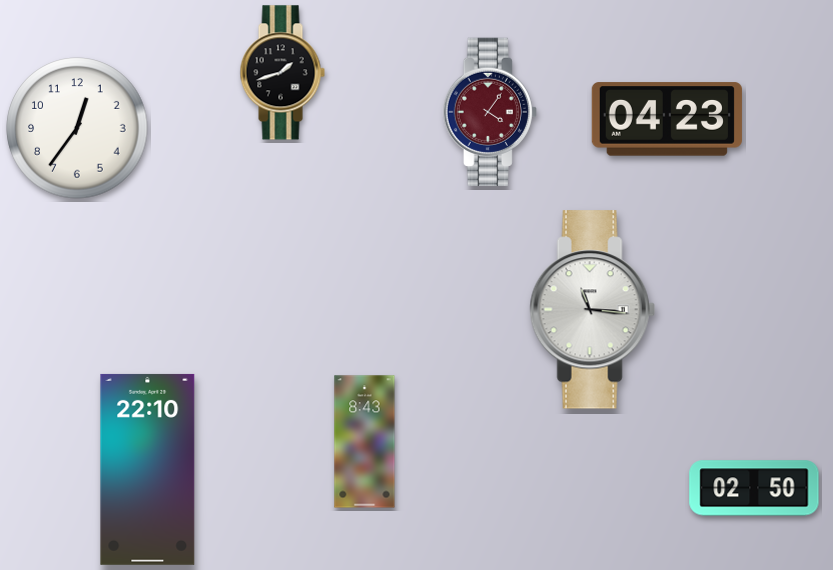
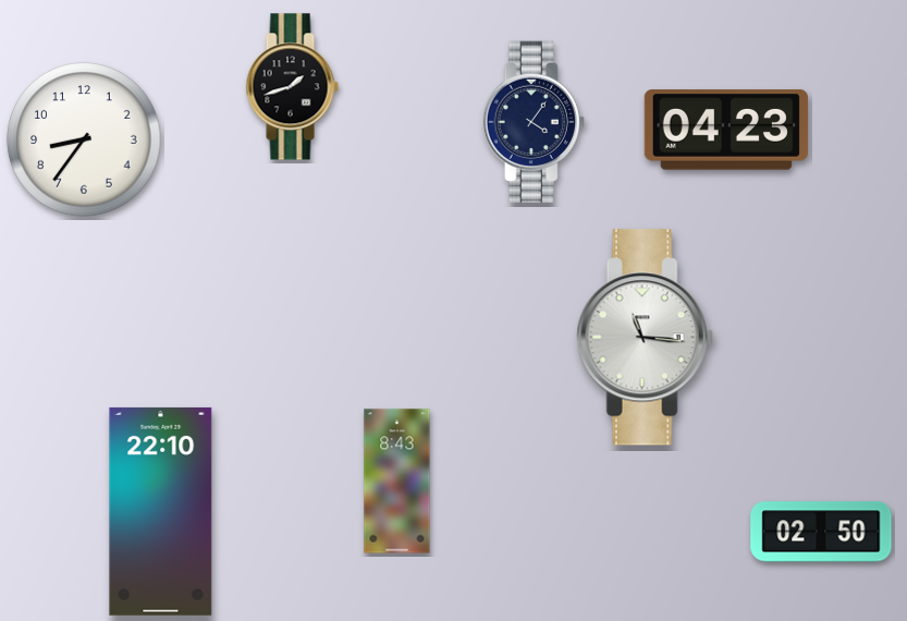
clock at (282, 73) position: (282, 73) -> (292, 87)
clock at (490, 112) dial: burgundy -> navy
clock at (77, 128): 12:36 -> 8:36
